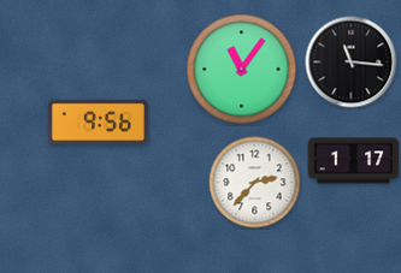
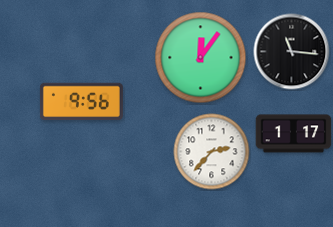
clock at (242, 70): 11:06 -> 12:06
